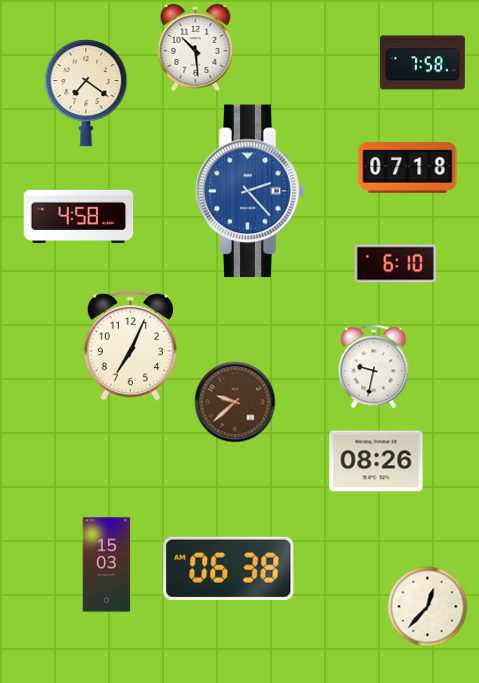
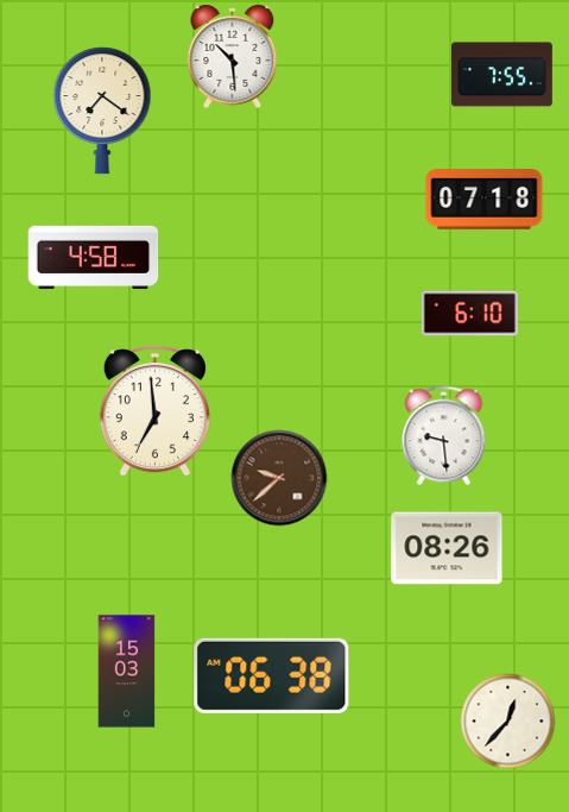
clock at (423, 63): 7:58 -> 7:55
clock at (250, 191): 2:23 -> none
clock at (130, 346): 7:04 -> 6:59
clock at (374, 367): 9:32 -> 9:29
